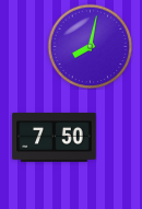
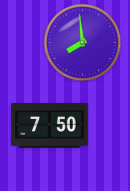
clock at (90, 46): 8:02 -> 7:59
